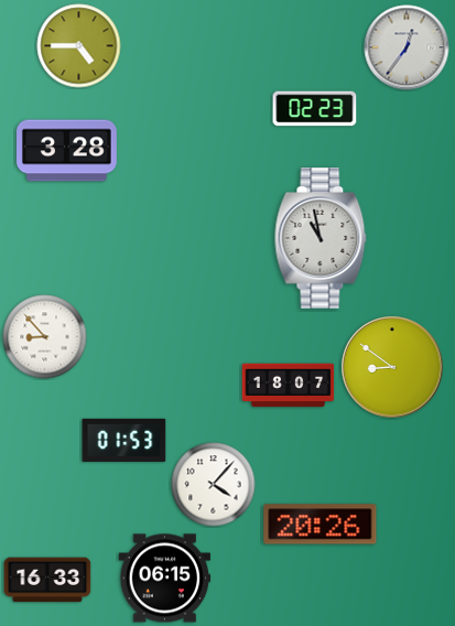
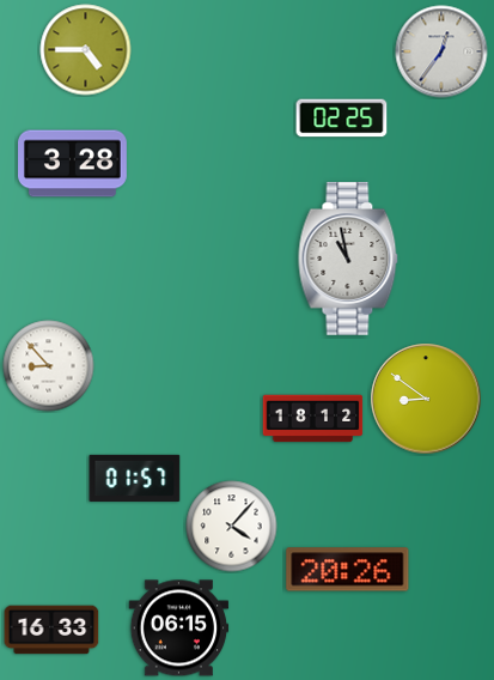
clock at (315, 109): 02:23 -> 02:25
clock at (289, 386): 18:07 -> 18:12
clock at (124, 440): 01:53 -> 01:57
